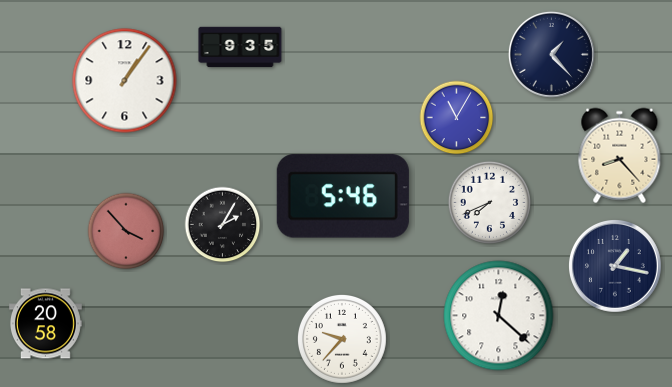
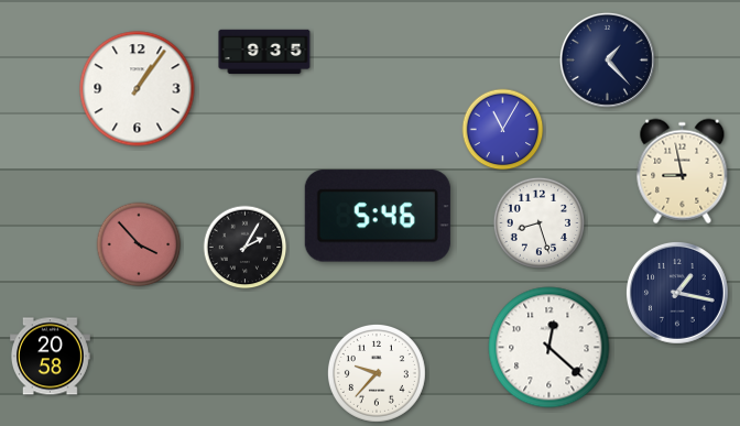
clock at (620, 156): 8:23 -> 8:58
clock at (489, 202): 7:41 -> 8:27
clock at (126, 231) position: (126, 231) -> (139, 244)
